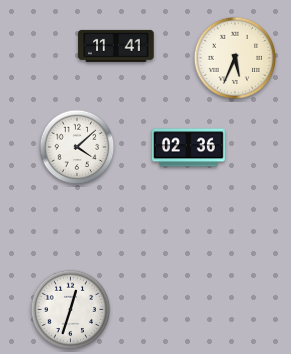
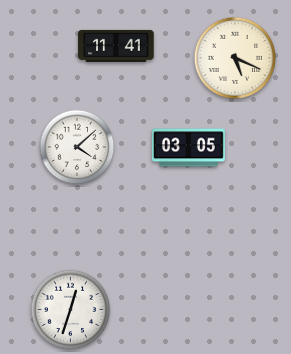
clock at (234, 57): 5:34 -> 5:19
clock at (188, 148): 02:36 -> 03:05
